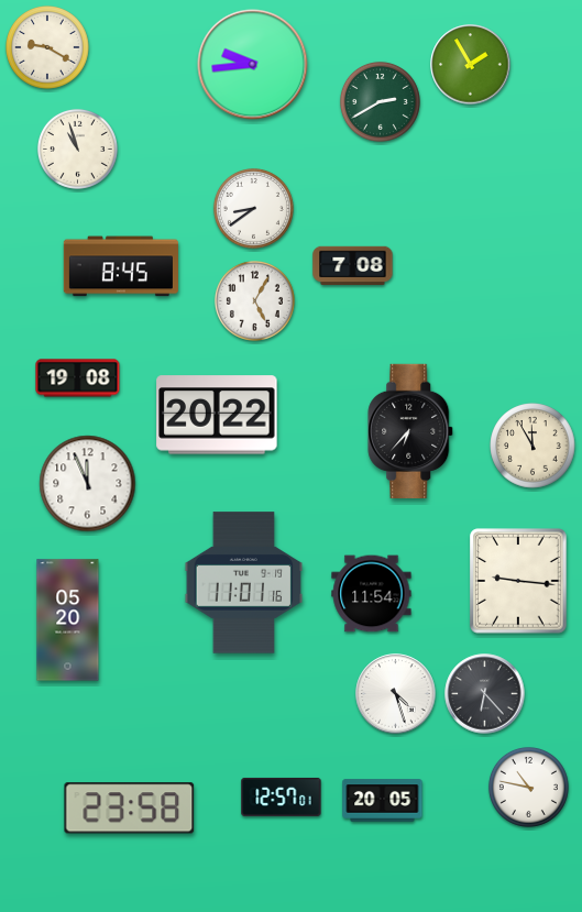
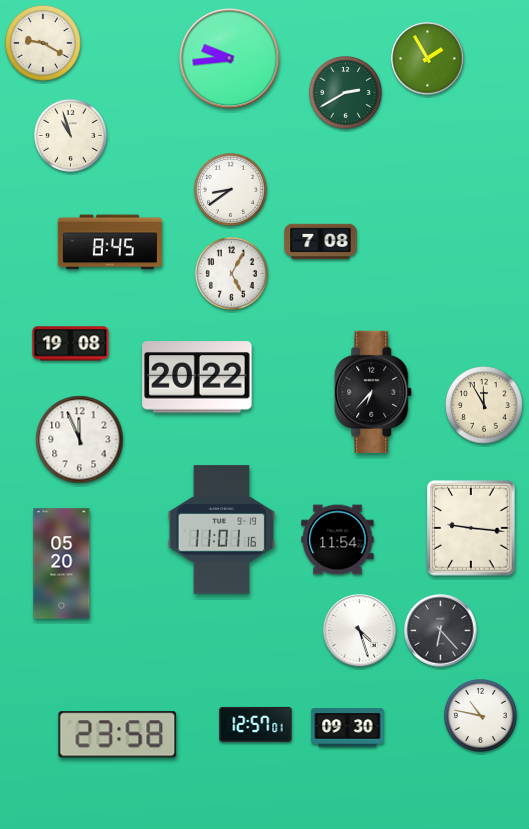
clock at (383, 801): 20:05 -> 09:30
